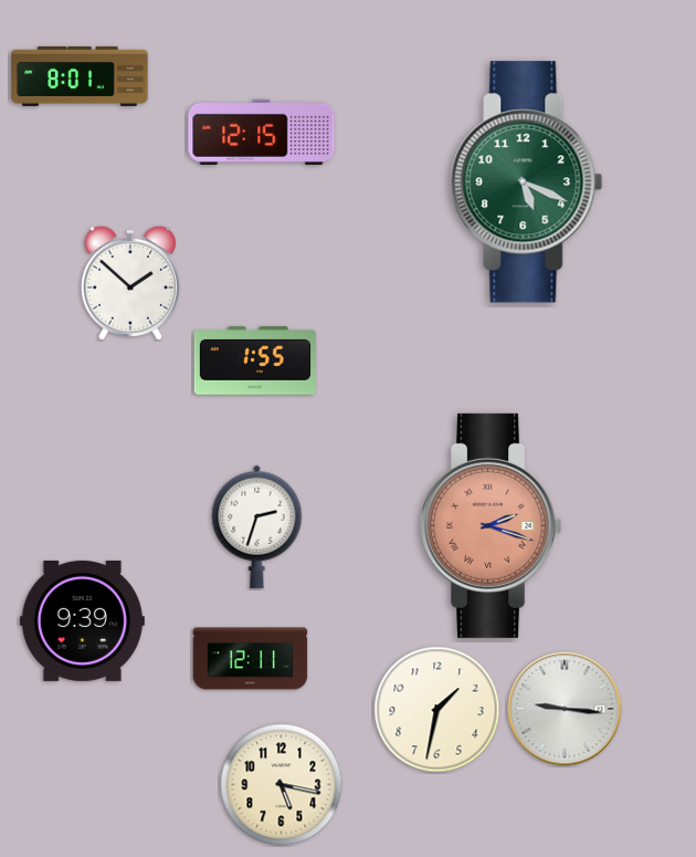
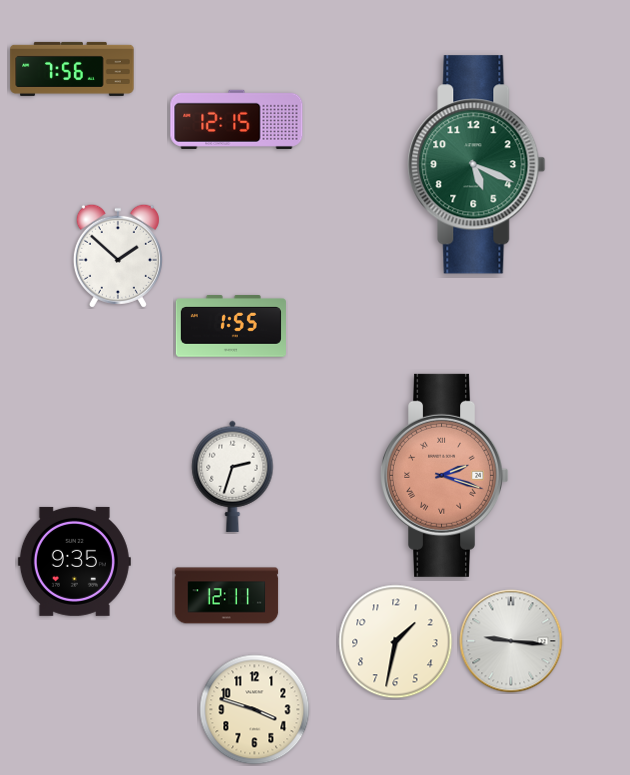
clock at (80, 76): 8:01 -> 7:56
clock at (82, 620): 9:39 -> 9:35
clock at (282, 785): 5:17 -> 3:48
